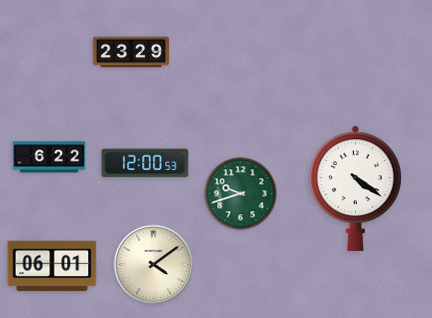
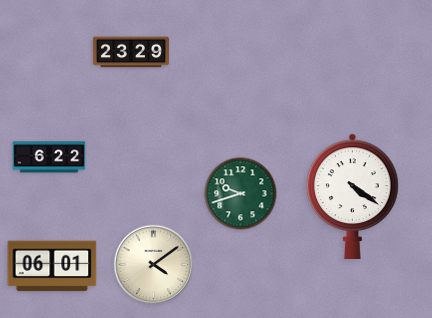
clock at (145, 163): 12:00 -> none
clock at (356, 188) position: (356, 188) -> (353, 196)
